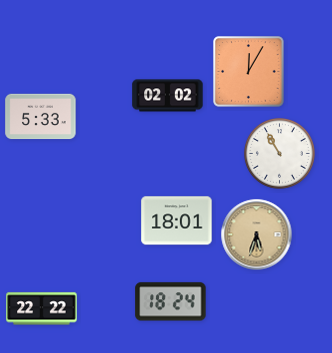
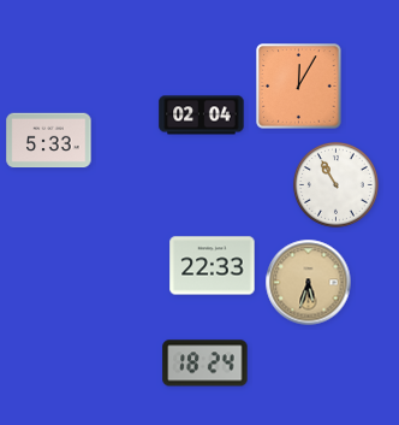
clock at (168, 96): 02:02 -> 02:04
clock at (177, 221): 18:01 -> 22:33
clock at (42, 309): 22:22 -> none
